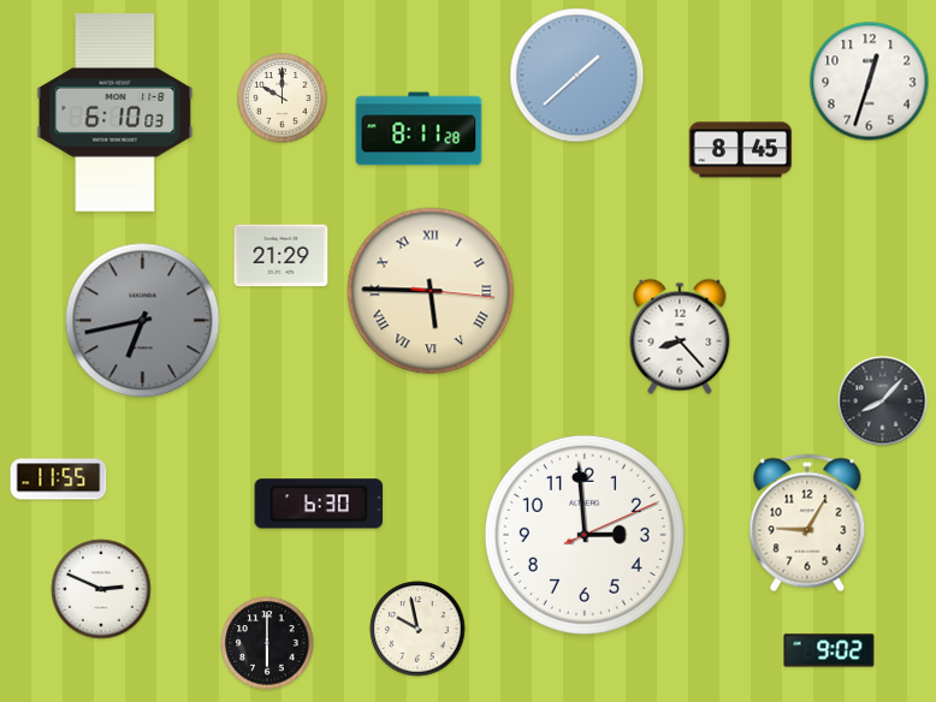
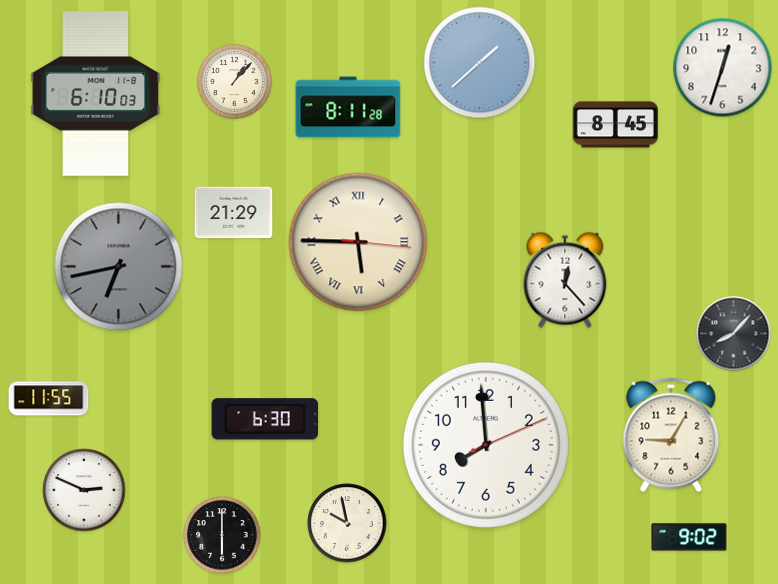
clock at (283, 99): 10:00 -> 1:07
clock at (680, 337): 8:23 -> 12:23
clock at (585, 535): 2:59 -> 7:59
clock at (829, 650) position: (829, 650) -> (689, 537)
